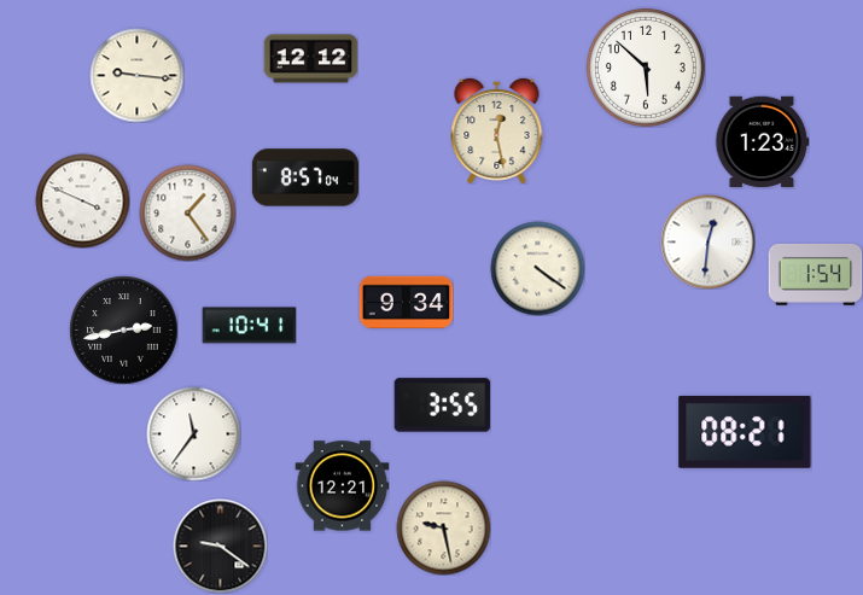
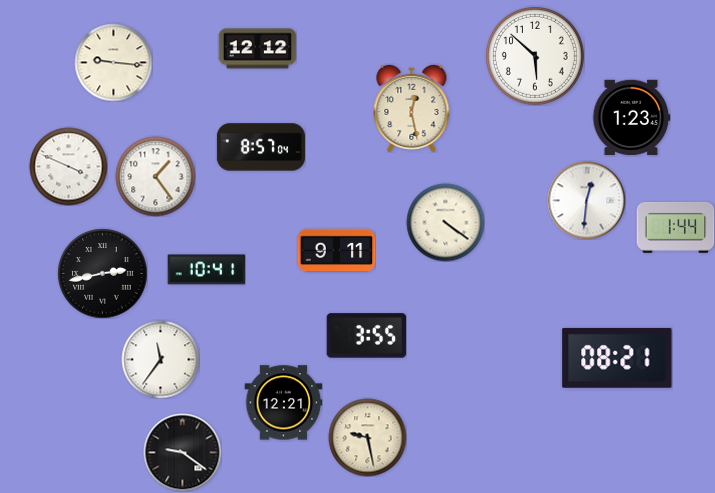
clock at (305, 177) position: (305, 177) -> (261, 147)
clock at (815, 275): 1:54 -> 1:44
clock at (406, 302): 9:34 -> 9:11
